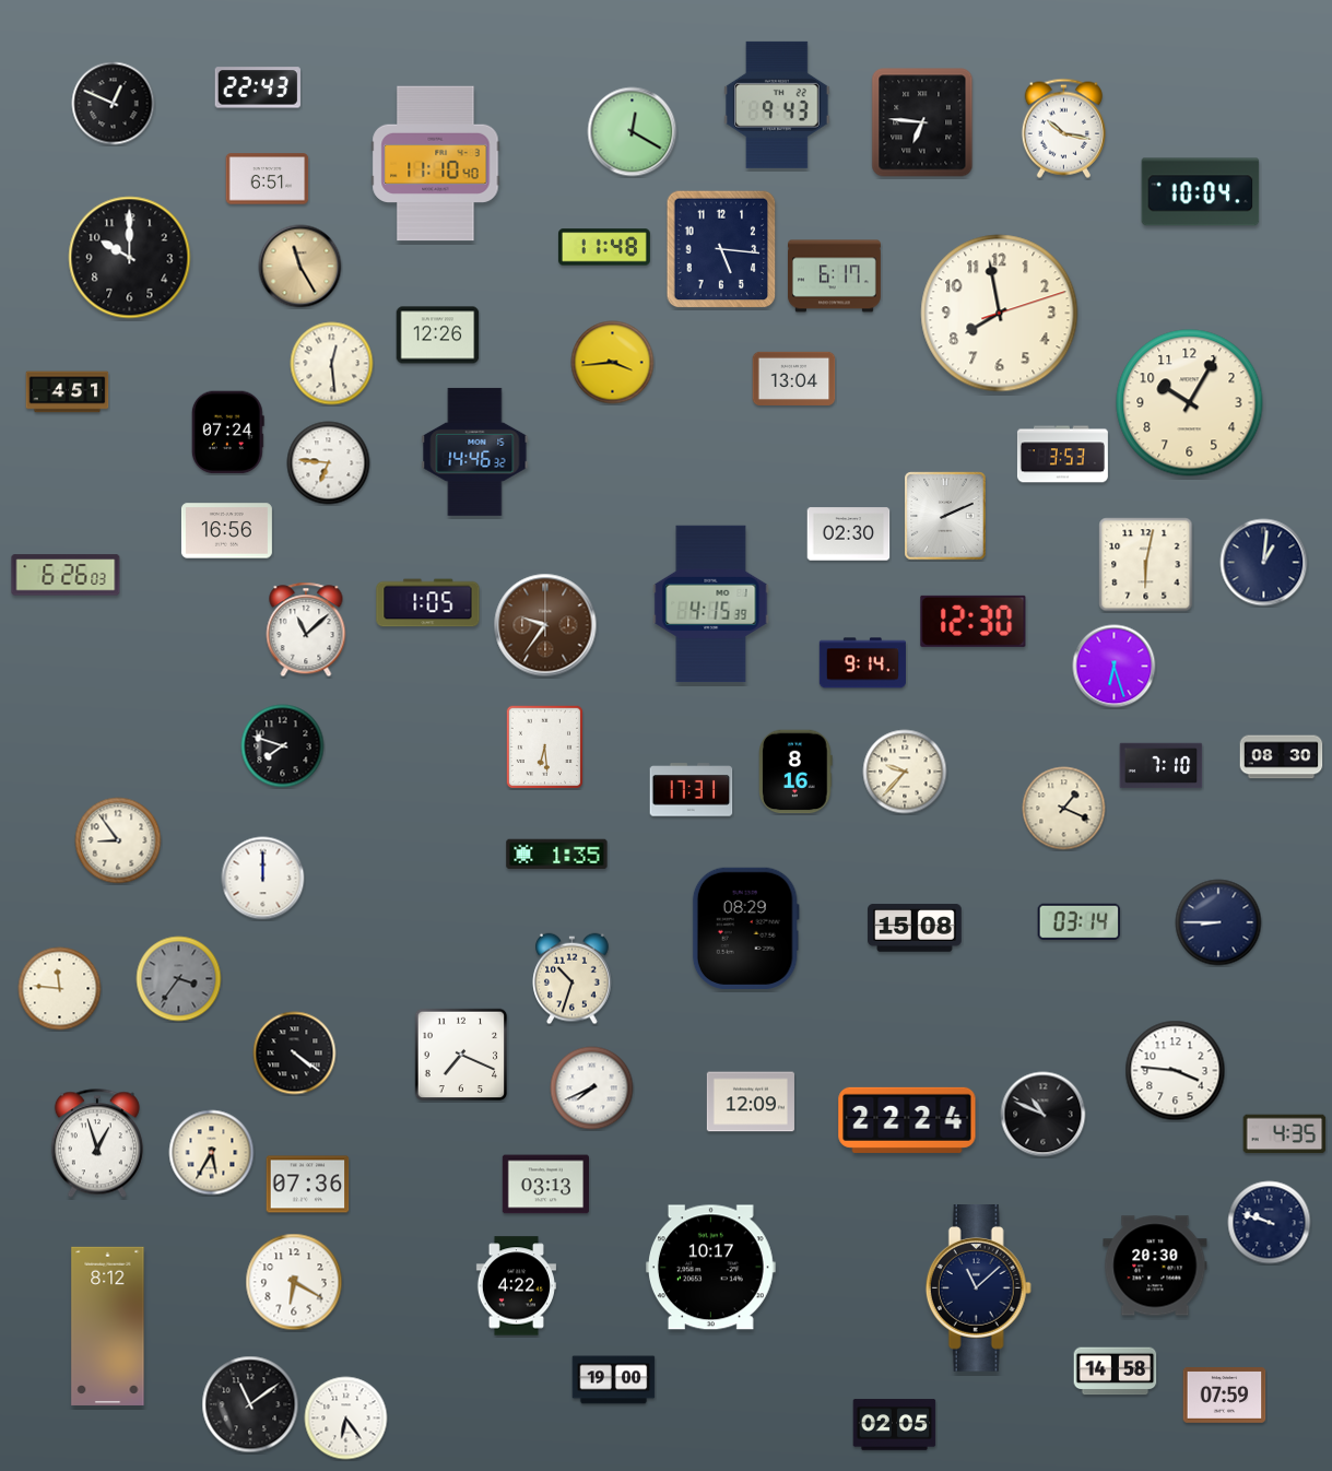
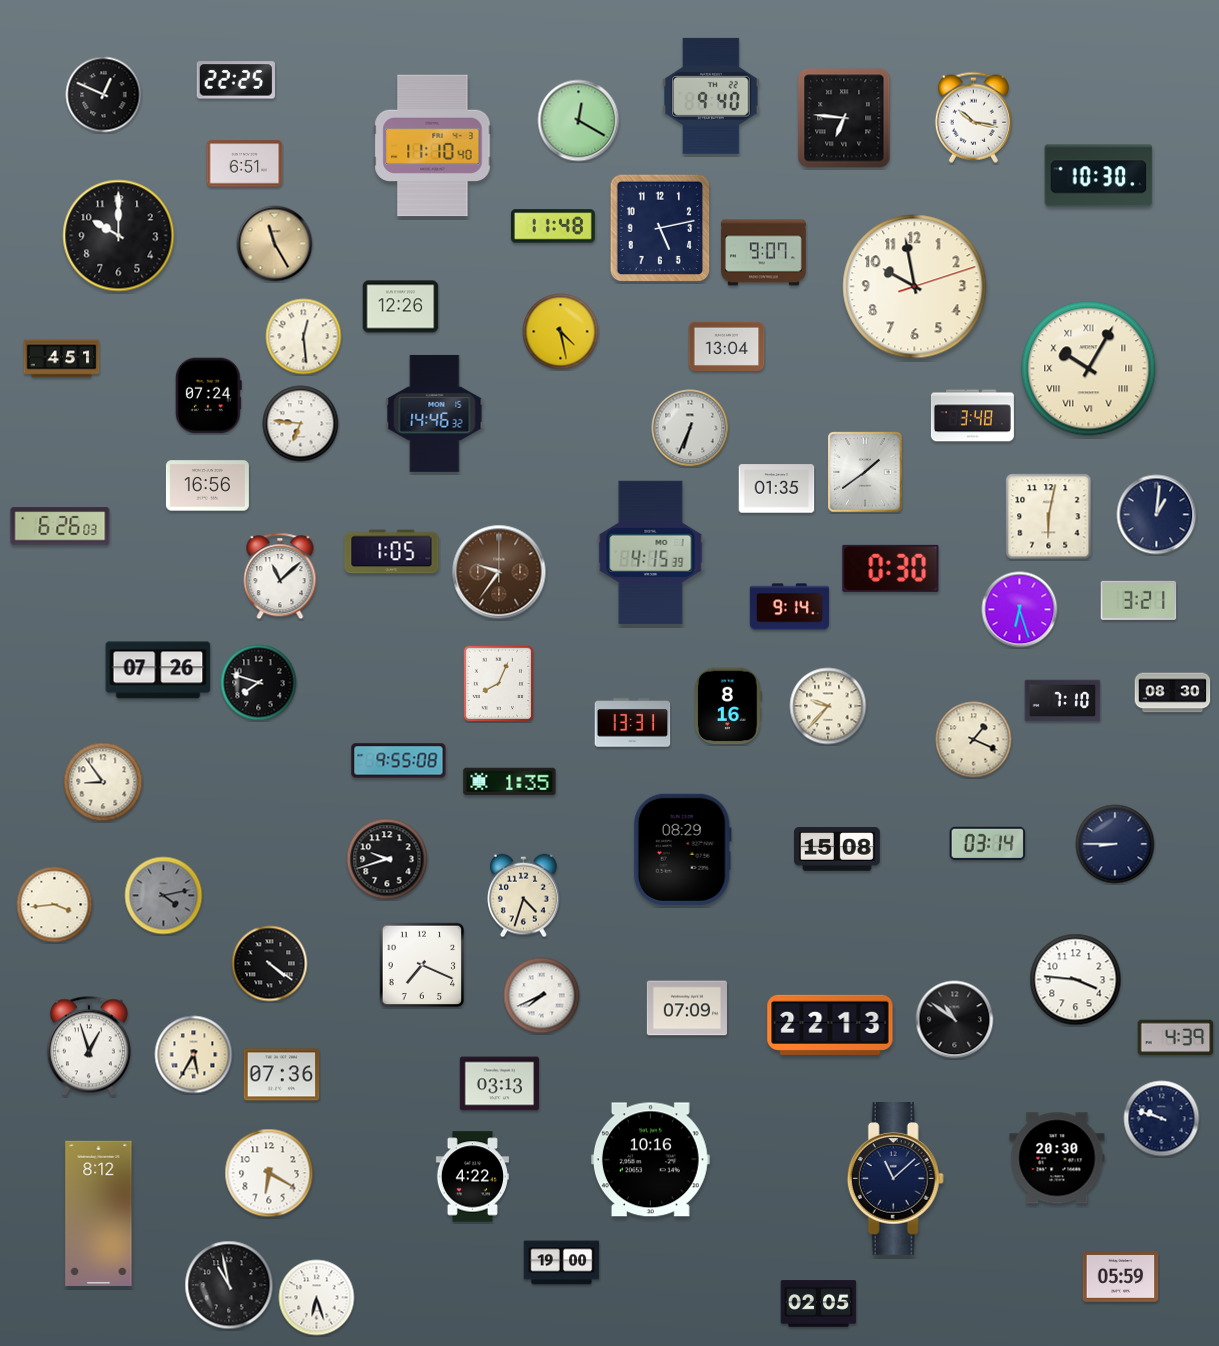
clock at (258, 87): 22:43 -> 22:25
clock at (778, 105): 9:43 -> 9:40
clock at (922, 122) position: (922, 122) -> (844, 118)
clock at (436, 164) position: (436, 164) -> (433, 146)
clock at (1201, 192): 10:04 -> 10:30
clock at (721, 249): 5:16 -> 5:13
clock at (835, 276): 6:17 -> 9:07
clock at (1000, 314): 7:58 -> 9:58
clock at (613, 363): 3:44 -> 4:28
clock at (332, 364) position: (332, 364) -> (304, 337)
clock at (1190, 403) numerals: Arabic -> Roman
clock at (1062, 455): 3:53 -> 3:48
clock at (690, 428): none -> 6:34
clock at (945, 516): 2:11 -> 1:39
clock at (849, 534): 02:30 -> 01:35
clock at (974, 621): 12:30 -> 0:30
clock at (1139, 600): none -> 3:21
clock at (158, 670): none -> 07:26
clock at (544, 746): 6:29 -> 8:04
clock at (692, 790): 17:31 -> 13:31
clock at (399, 761): none -> 9:55
clock at (118, 840) position: (118, 840) -> (103, 782)
clock at (263, 879): 12:00 -> none
clock at (387, 859): none -> 9:42
clock at (179, 979): 3:36 -> 4:13
clock at (573, 979): 10:33 -> 4:33
clock at (60, 989): 11:46 -> 3:44
clock at (751, 1102): 12:09 -> 07:09
clock at (1044, 1115): 10:49 -> 10:51
clock at (907, 1120): 22:24 -> 22:13
clock at (1285, 1134): 4:35 -> 4:39
clock at (308, 1185) position: (308, 1185) -> (282, 1075)
clock at (710, 1268): 10:17 -> 10:16
clock at (1116, 1372): 14:58 -> none
clock at (1225, 1396): 07:59 -> 05:59
clock at (250, 1404): 11:09 -> 10:58
clock at (346, 1419): 6:24 -> 6:27
